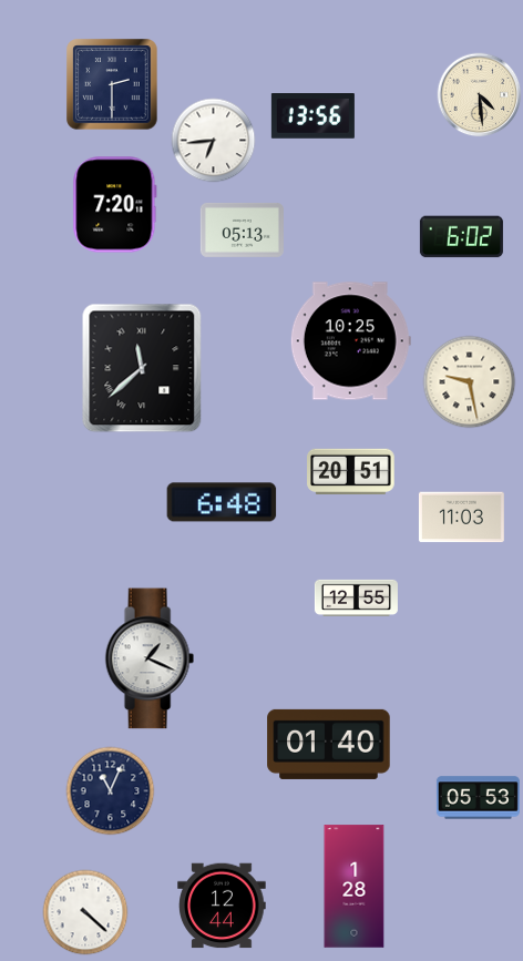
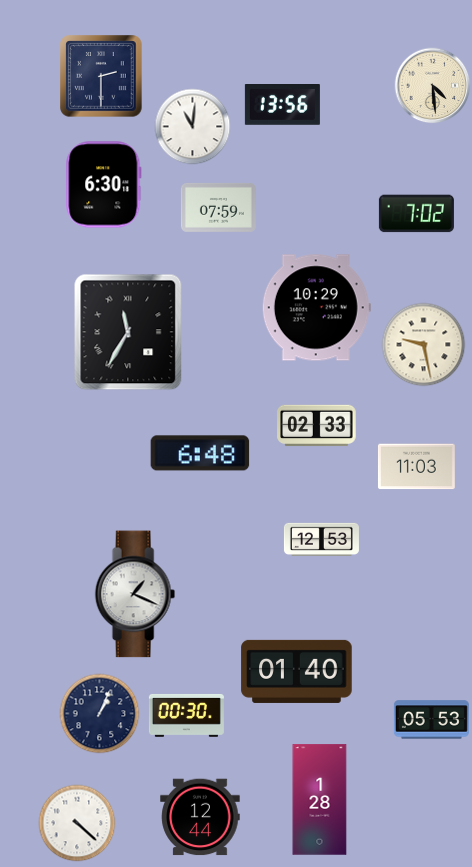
clock at (214, 141): 6:44 -> 11:01
clock at (115, 205): 7:20 -> 6:30
clock at (242, 229): 05:13 -> 07:59
clock at (461, 237): 6:02 -> 7:02
clock at (350, 341): 10:25 -> 10:29
clock at (142, 368): 11:38 -> 11:35
clock at (351, 472): 20:51 -> 02:33
clock at (356, 597): 12:55 -> 12:53
clock at (111, 791): 11:04 -> 1:04
clock at (186, 715): none -> 00:30
